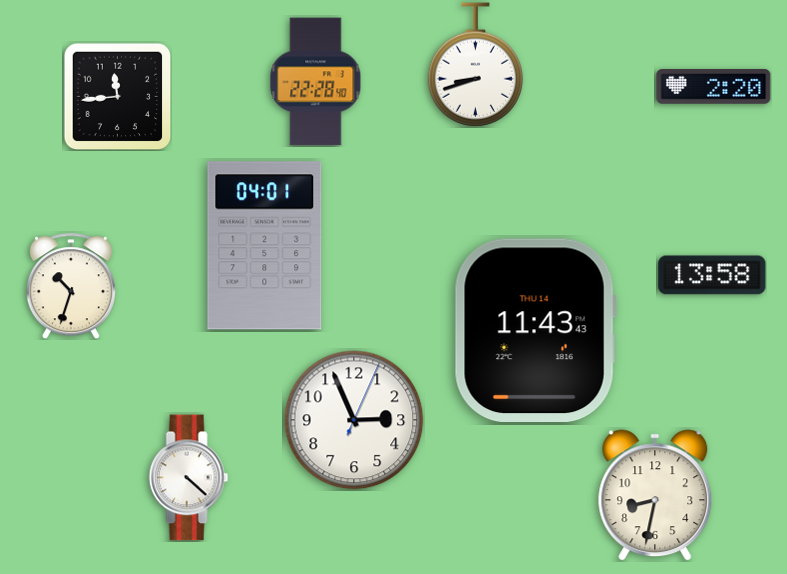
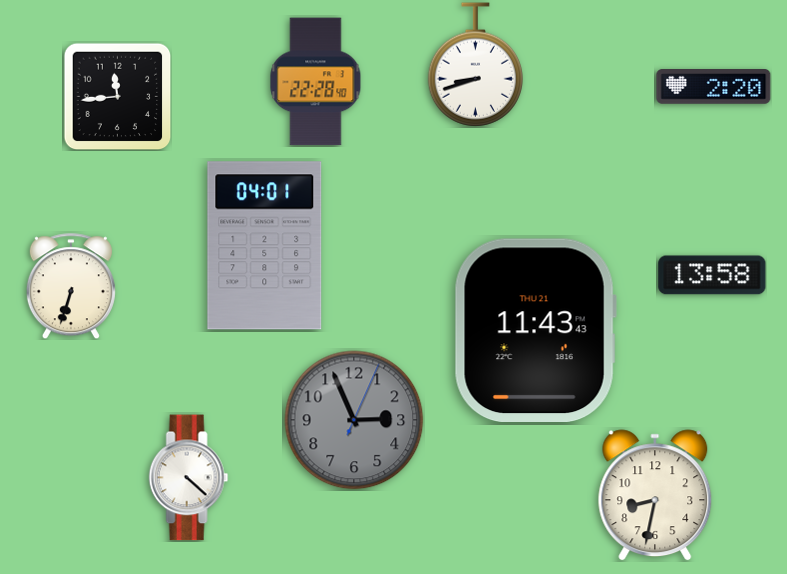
clock at (71, 286): 10:33 -> 6:33
clock at (535, 330) date: THU 14 -> THU 21
clock at (354, 420) dial: white -> grey
